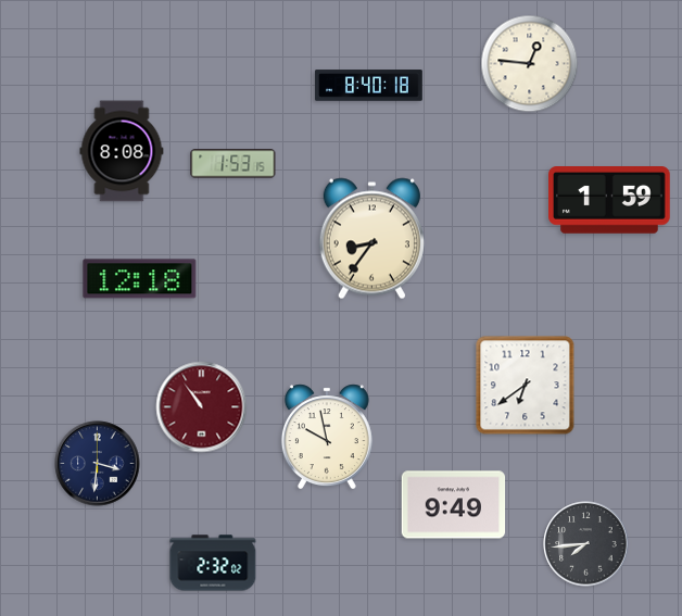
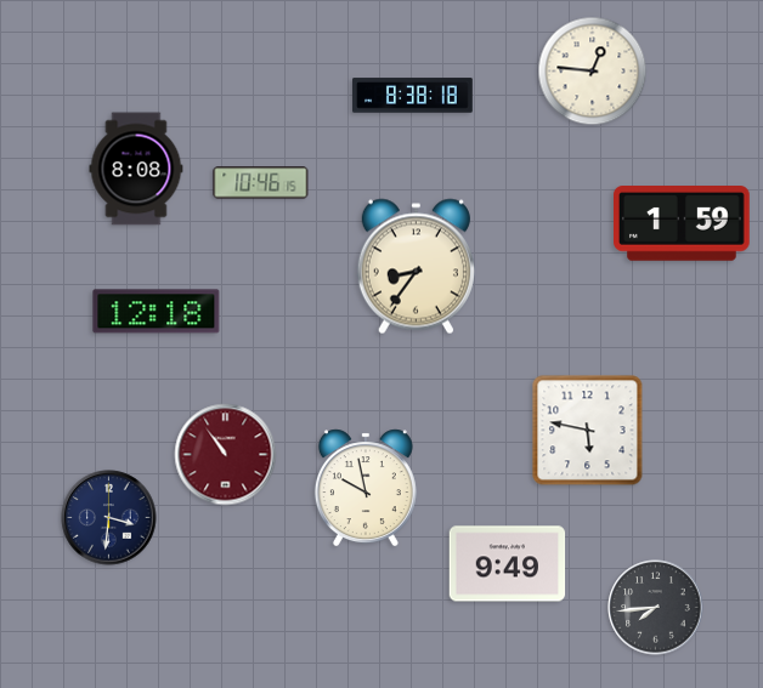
clock at (369, 86): 8:40 -> 8:38
clock at (233, 164): 1:53 -> 10:46
clock at (526, 386): 6:39 -> 5:47
clock at (213, 563): 2:32 -> none
